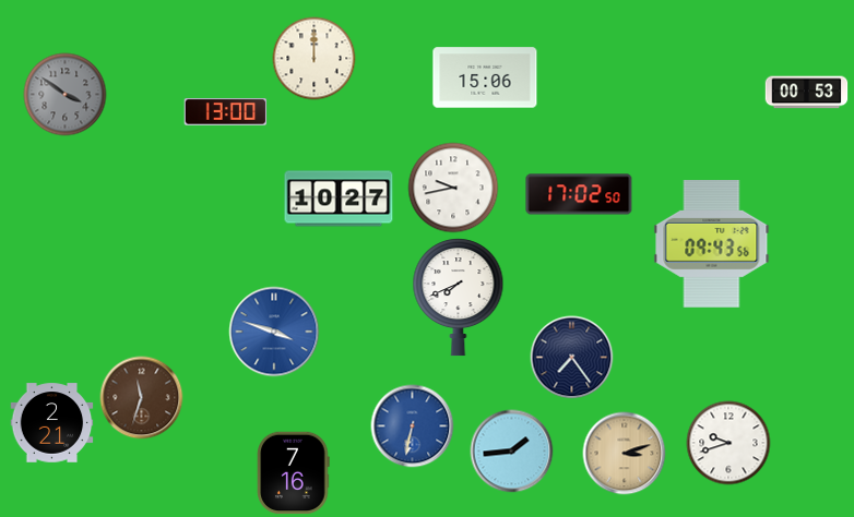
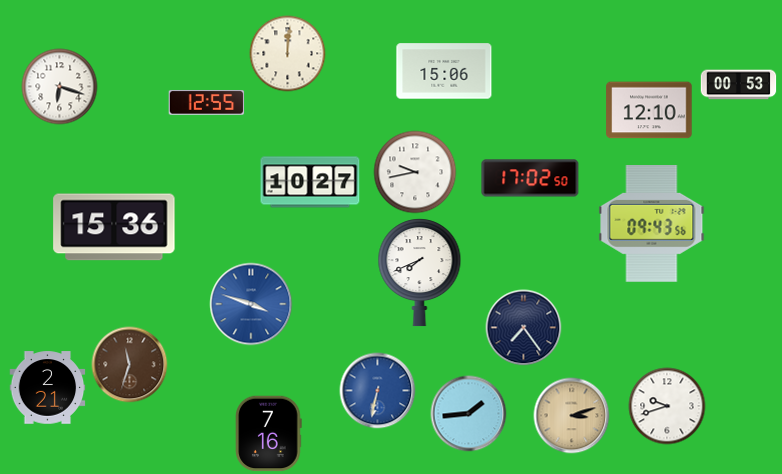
clock at (315, 59): 12:00 -> 12:01
clock at (66, 95): 3:51 -> 6:18
clock at (66, 95) dial: grey -> white
clock at (226, 112): 13:00 -> 12:55
clock at (649, 110): none -> 12:10
clock at (114, 227): none -> 15:36
